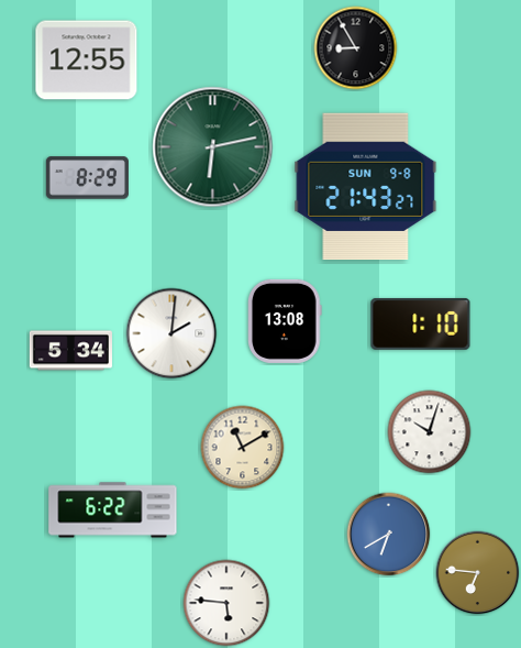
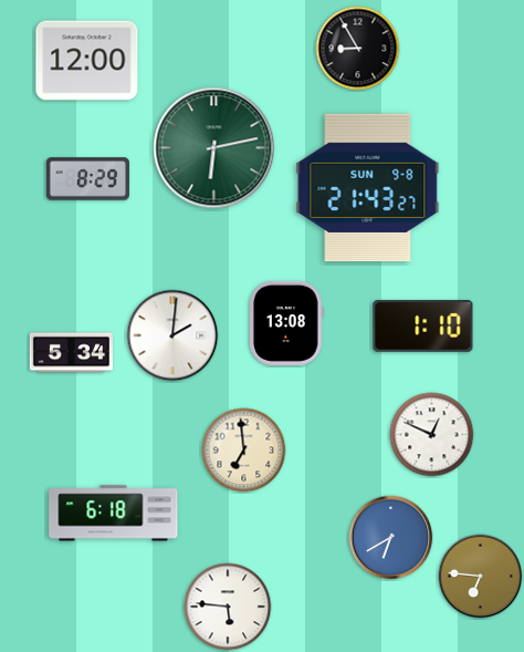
clock at (87, 61): 12:55 -> 12:00
clock at (430, 432): 10:03 -> 12:49
clock at (243, 448): 11:10 -> 6:59
clock at (113, 510): 6:22 -> 6:18
